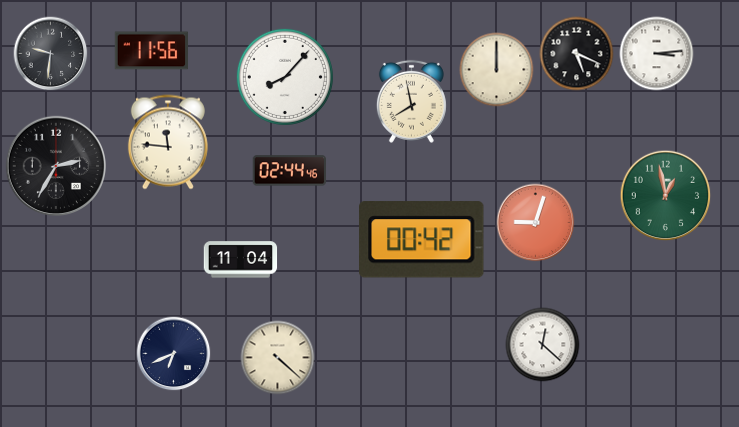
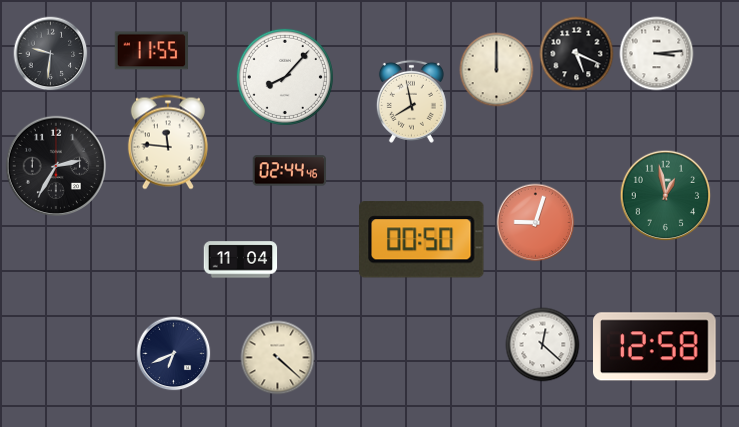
clock at (151, 51): 11:56 -> 11:55
clock at (421, 240): 00:42 -> 00:50
clock at (655, 347): none -> 12:58
